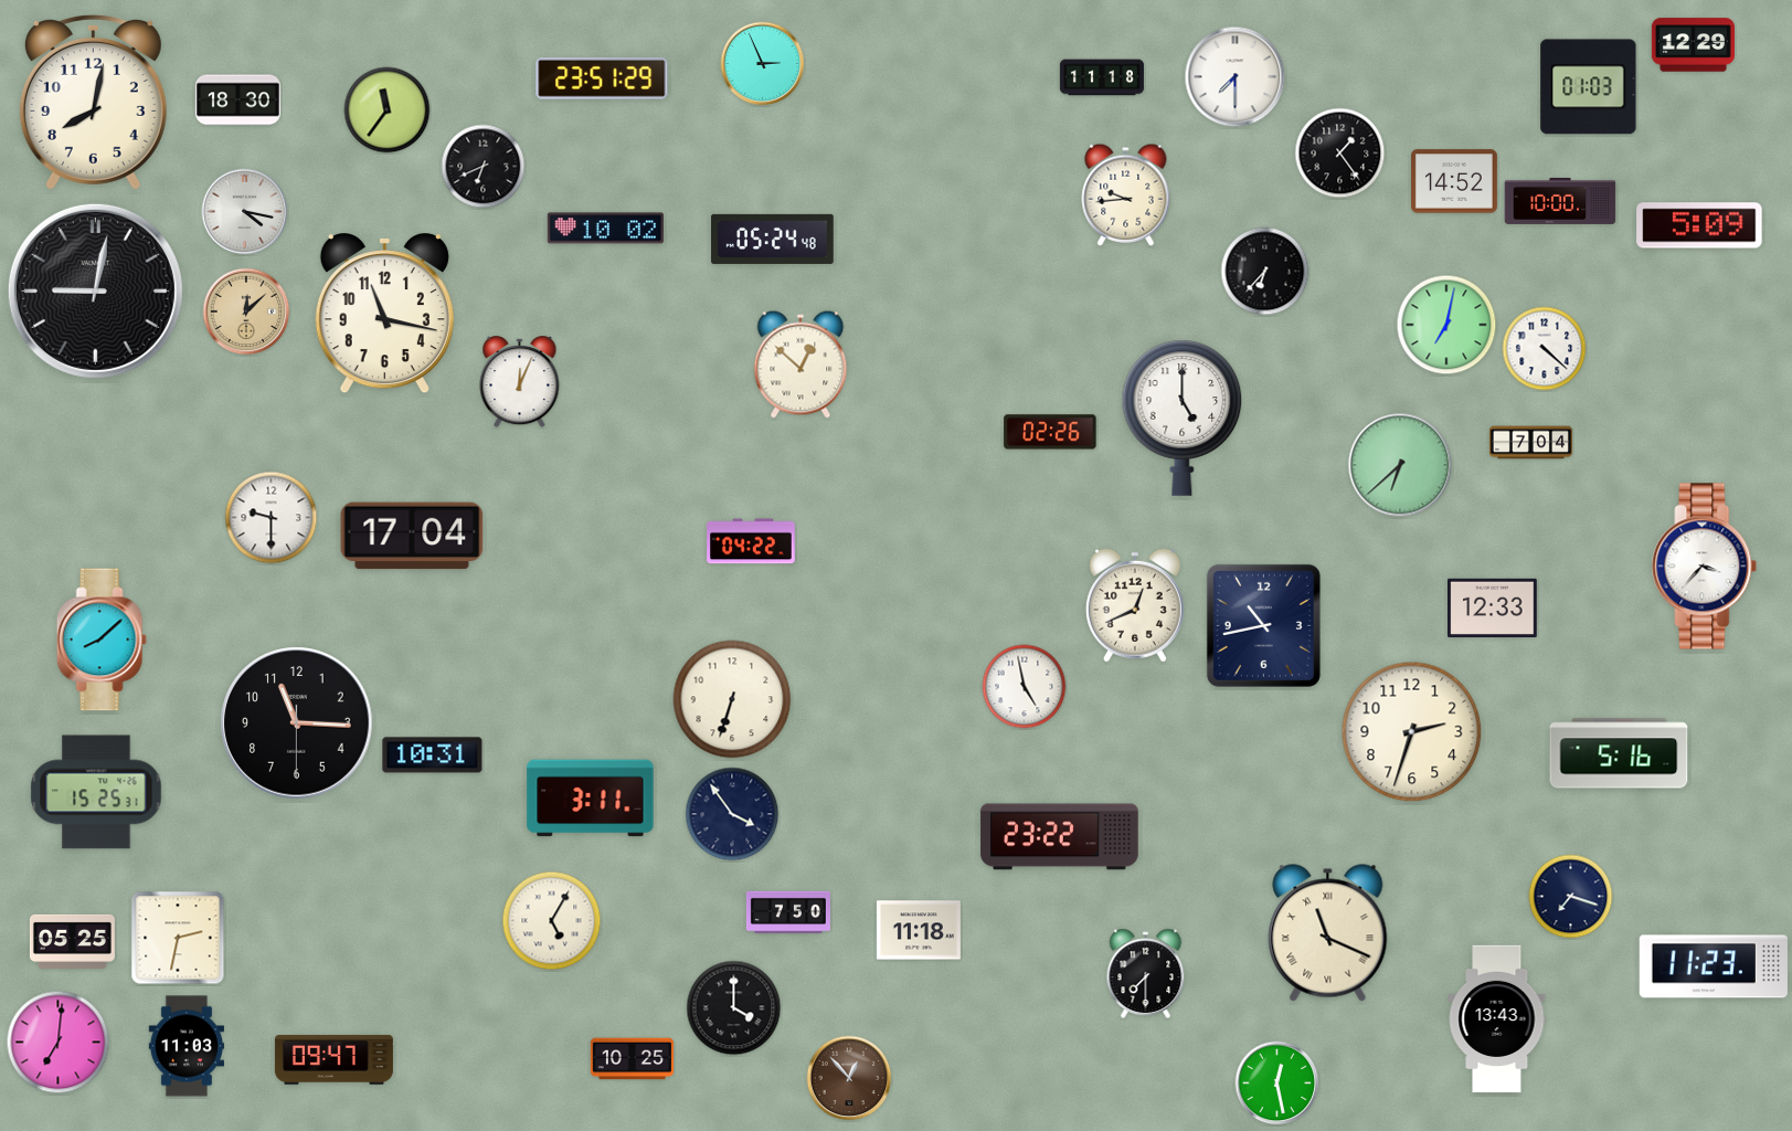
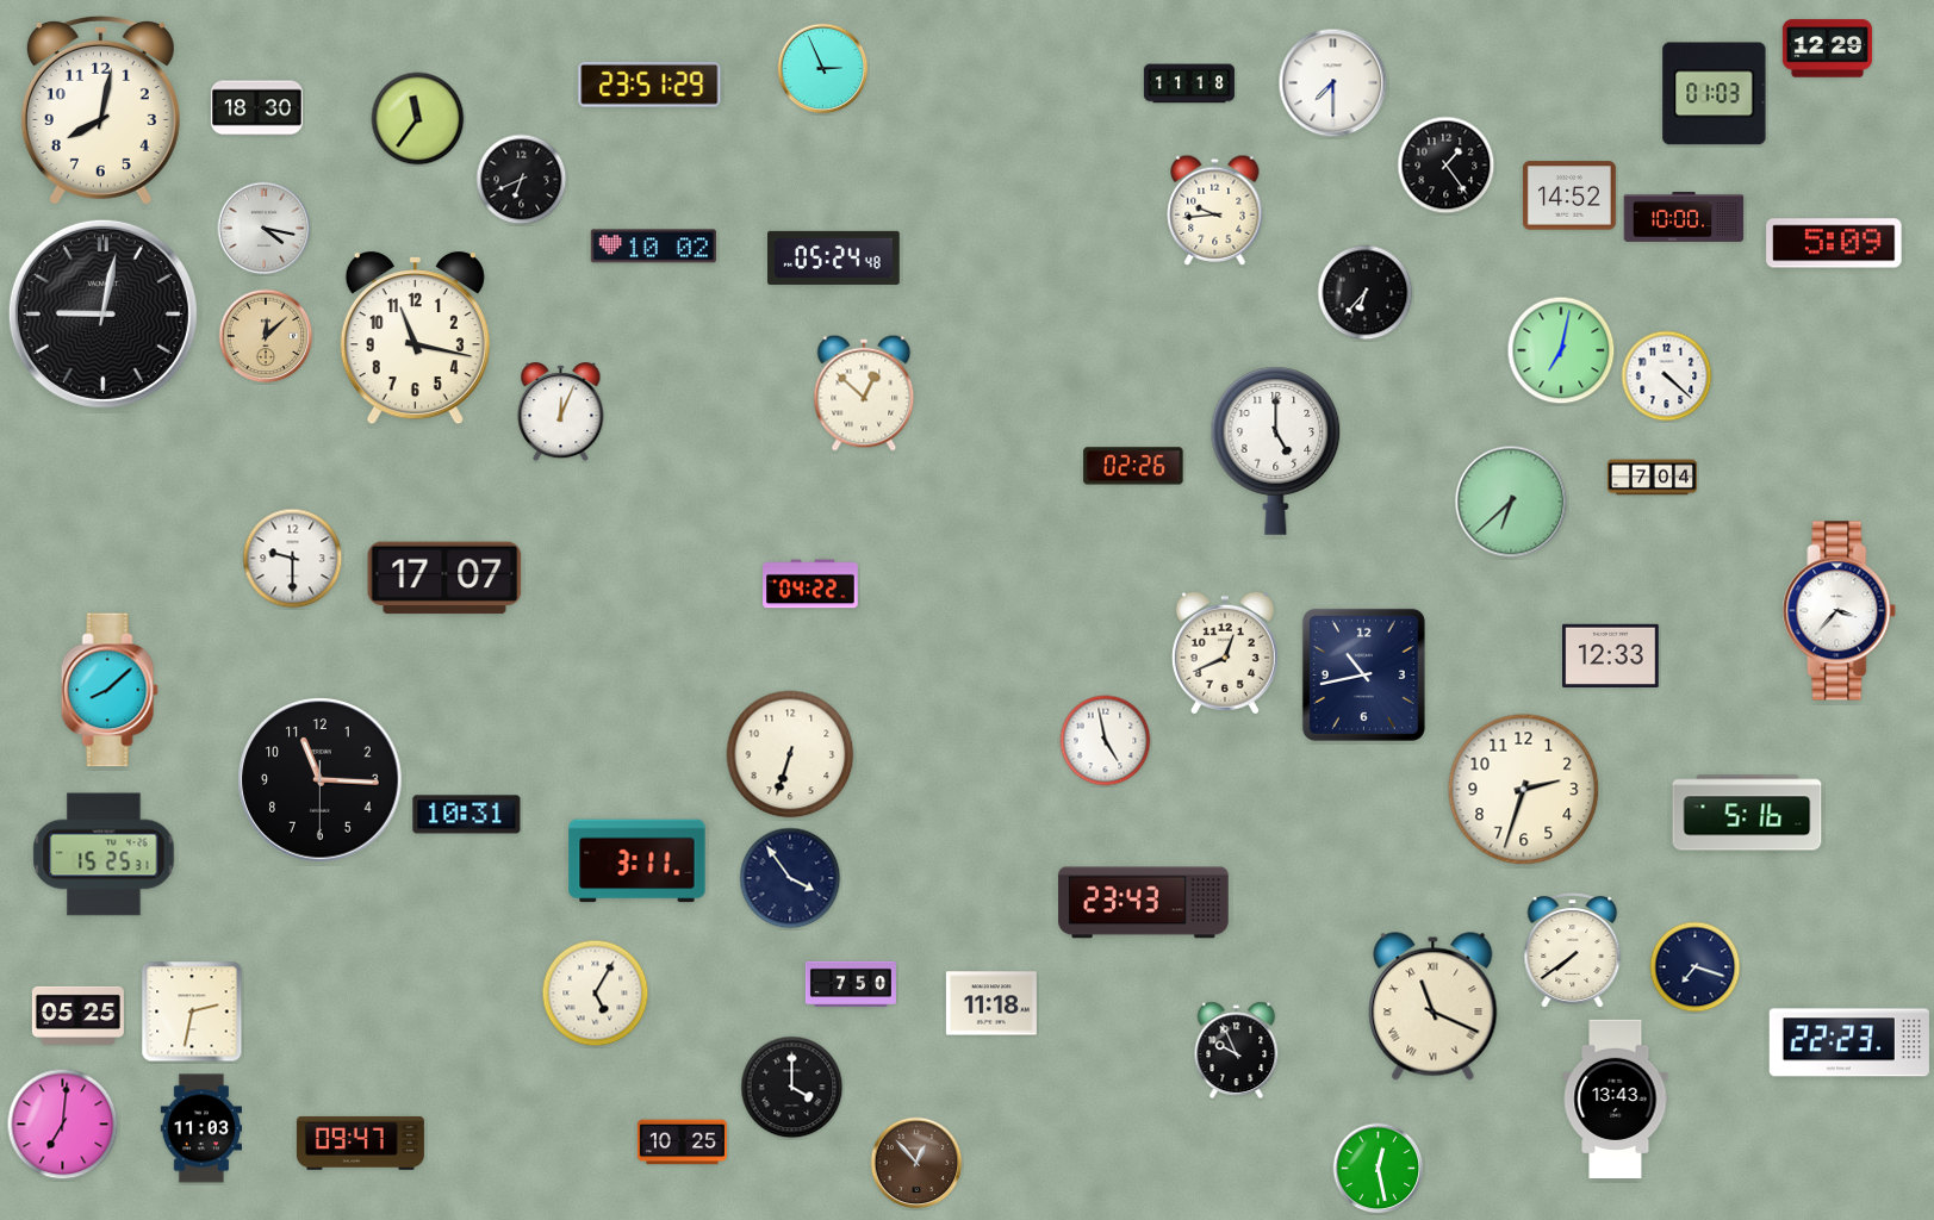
clock at (412, 536): 17:04 -> 17:07
clock at (1060, 837): 23:22 -> 23:43
clock at (1573, 951): none -> 7:39
clock at (1714, 966): 11:23 -> 22:23
clock at (1146, 974): 7:30 -> 9:56
